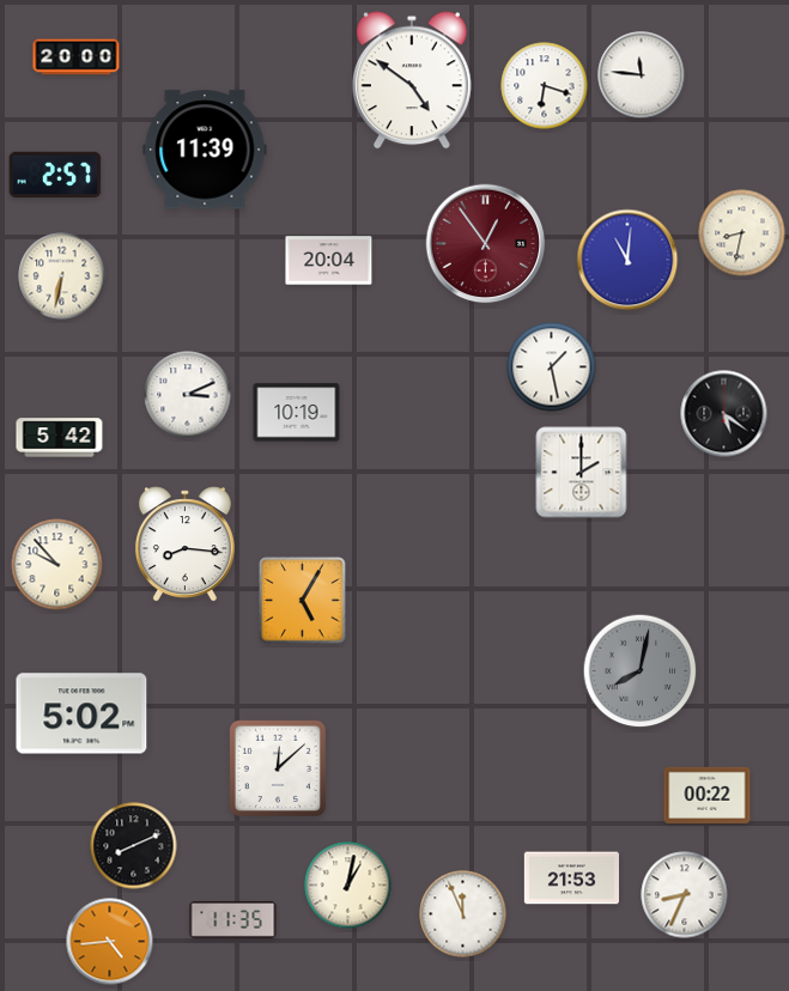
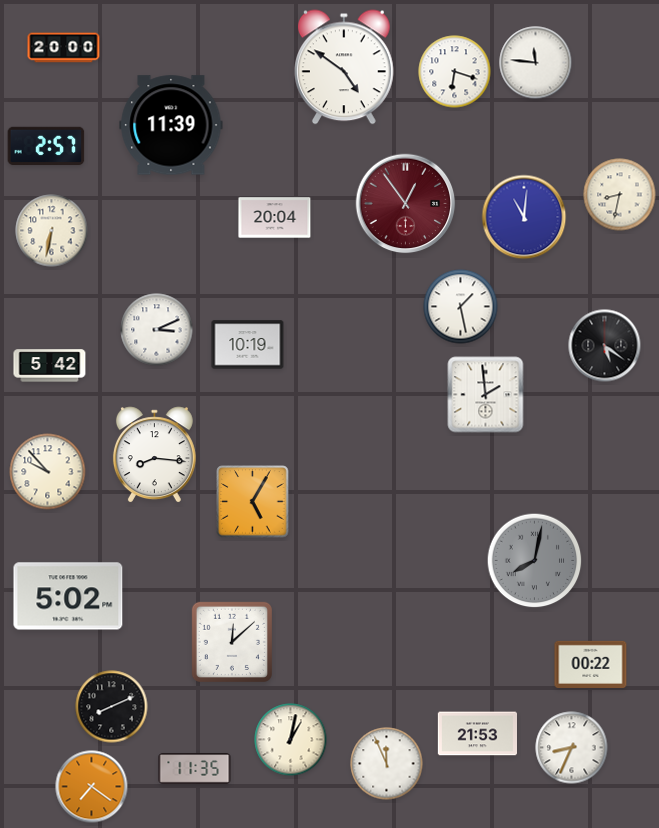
clock at (582, 473): 2:00 -> 1:59
clock at (110, 942): 4:44 -> 7:21
